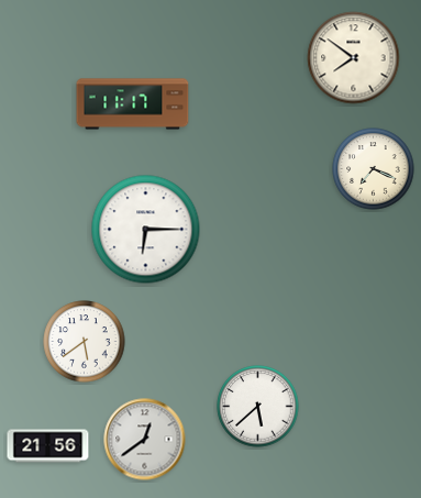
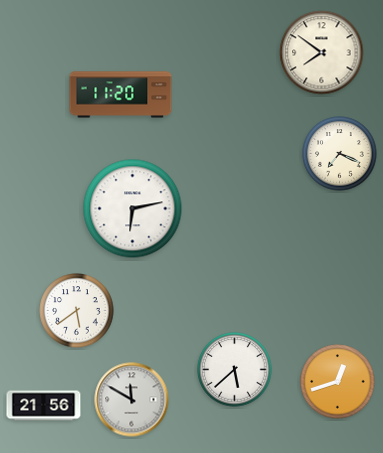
clock at (133, 104): 11:17 -> 11:20
clock at (146, 230): 6:15 -> 6:13
clock at (338, 382): none -> 12:42
clock at (145, 440): 12:39 -> 11:50
